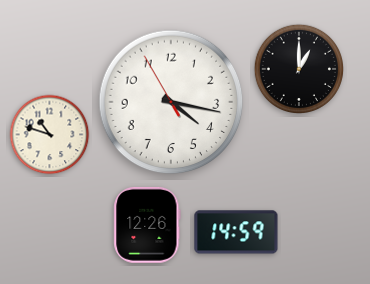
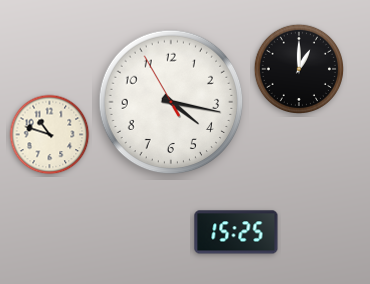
clock at (147, 225): 12:26 -> none
clock at (236, 232): 14:59 -> 15:25
